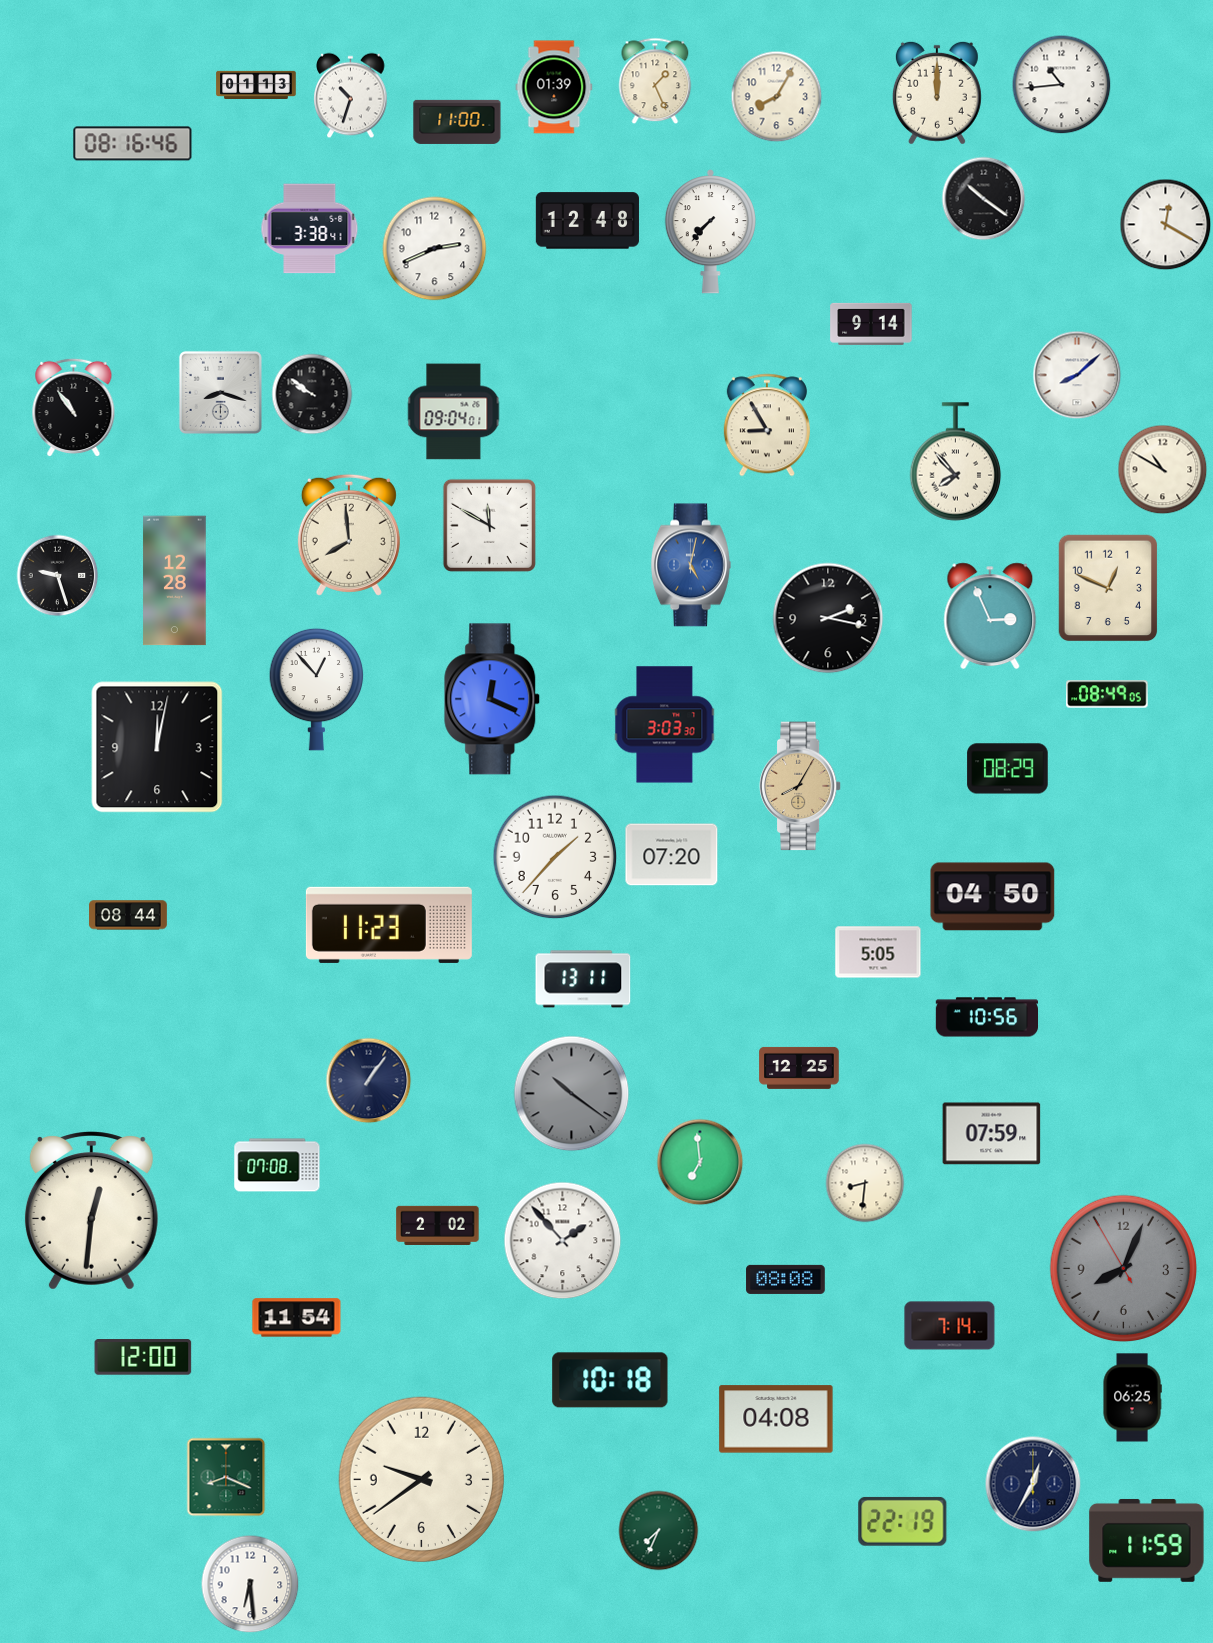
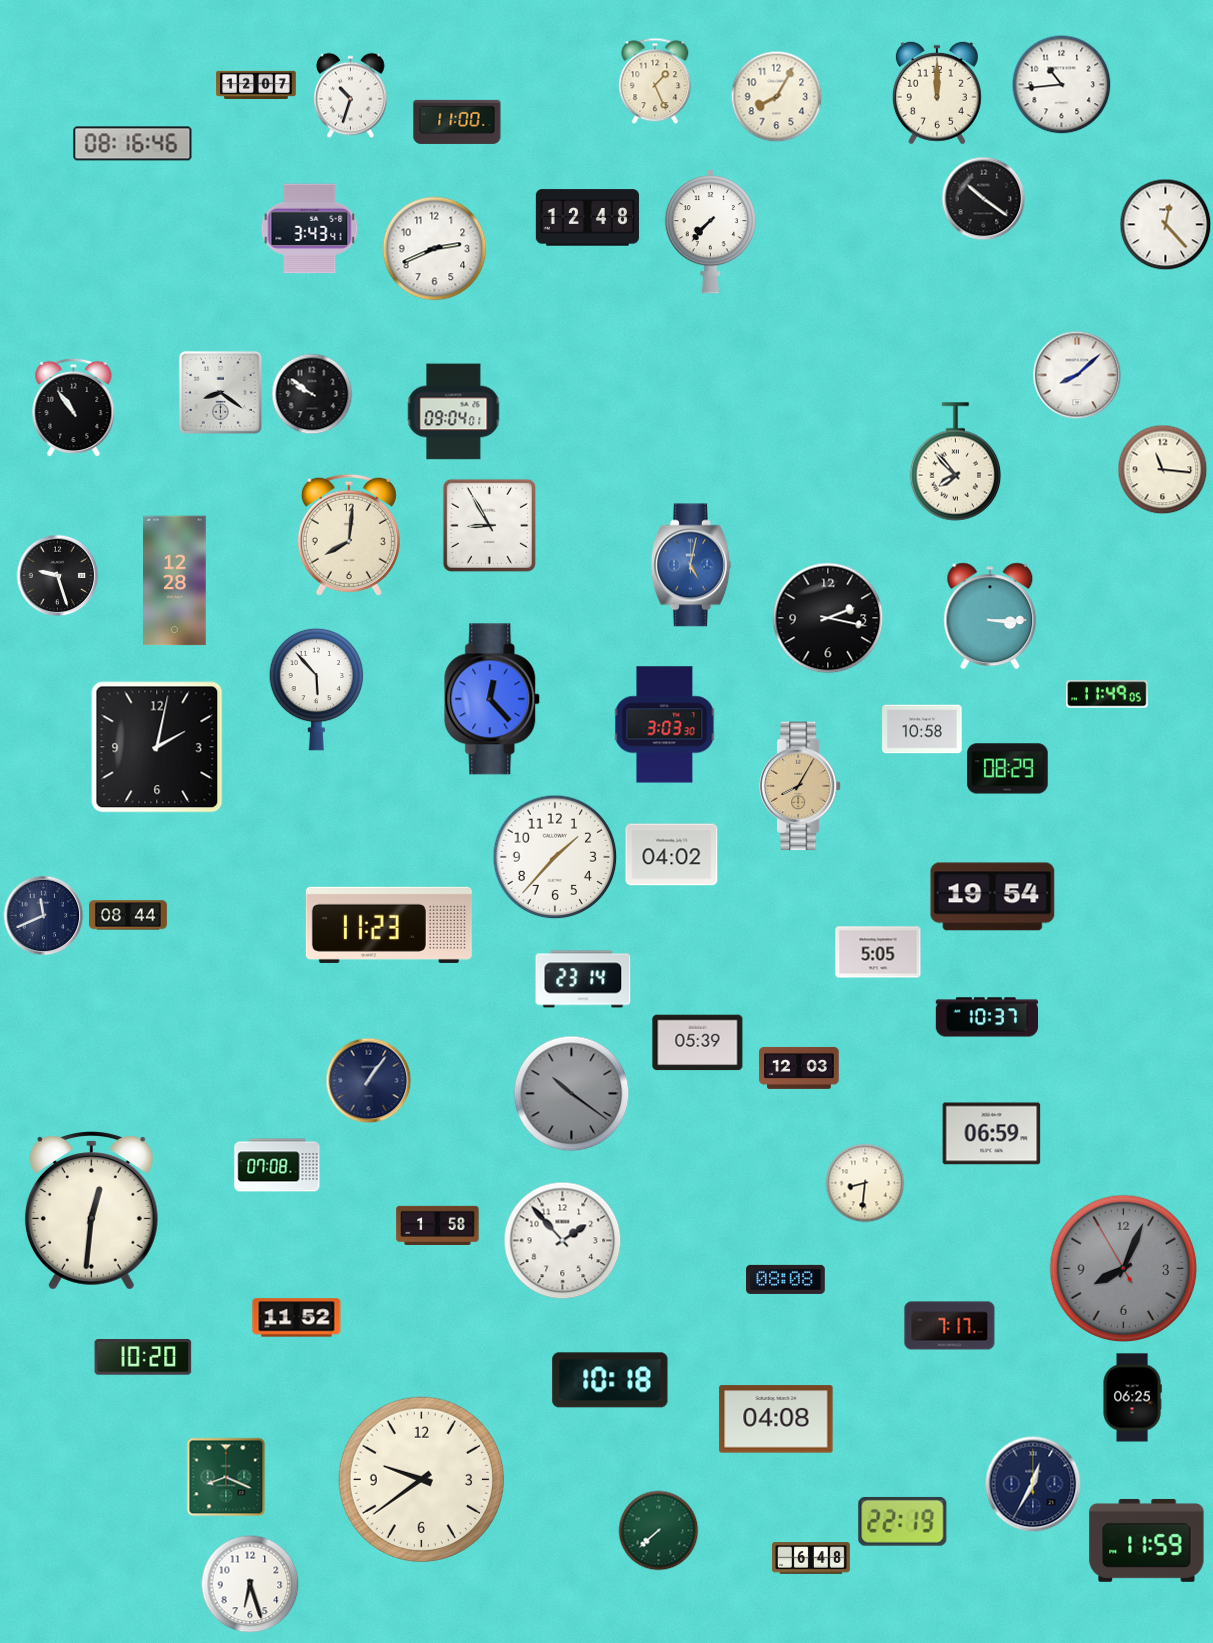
clock at (256, 84): 01:13 -> 12:07
clock at (554, 87): 01:39 -> none
clock at (587, 221) position: (587, 221) -> (587, 218)
clock at (1166, 225): 12:20 -> 12:23
clock at (310, 229): 3:38 -> 3:43
clock at (871, 324): 9:14 -> none
clock at (220, 392): 8:18 -> 8:21
clock at (767, 425): 8:55 -> none
clock at (1163, 470): 10:50 -> 11:16
clock at (489, 525): 11:50 -> 8:55
clock at (349, 535): 7:59 -> 8:01
clock at (1108, 588): 12:49 -> none
clock at (990, 616): 2:56 -> 3:15
clock at (317, 689): 12:53 -> 5:53
clock at (1107, 694): 08:49 -> 11:49
clock at (493, 699): 12:19 -> 12:23
clock at (922, 729): none -> 10:58
clock at (157, 747): 12:02 -> 2:02
clock at (672, 855): 07:20 -> 04:02
clock at (993, 897): 04:50 -> 19:54
clock at (44, 916): none -> 11:41
clock at (583, 979): 13:11 -> 23:14
clock at (986, 1017): 10:56 -> 10:37
clock at (698, 1043): none -> 05:39
clock at (799, 1068): 12:25 -> 12:03
clock at (992, 1134): 07:59 -> 06:59
clock at (700, 1162): 6:59 -> none
clock at (438, 1225): 2:02 -> 1:58
clock at (297, 1318): 11:54 -> 11:52
clock at (950, 1326): 7:14 -> 7:17
clock at (143, 1357): 12:00 -> 10:20
clock at (659, 1531): 7:34 -> 7:38
clock at (811, 1558): none -> 6:48
clock at (250, 1584): 6:29 -> 6:27
